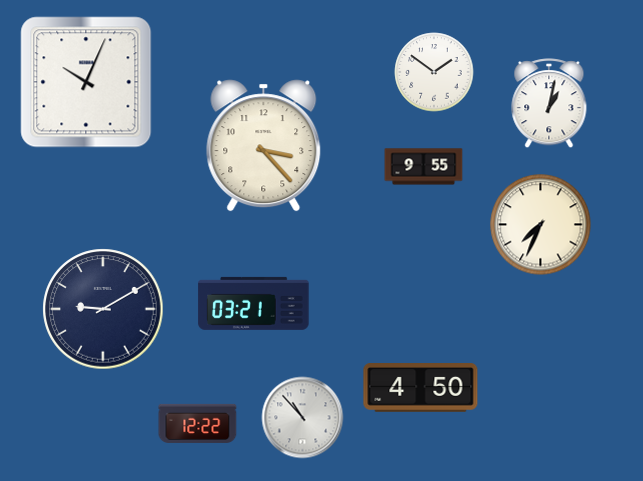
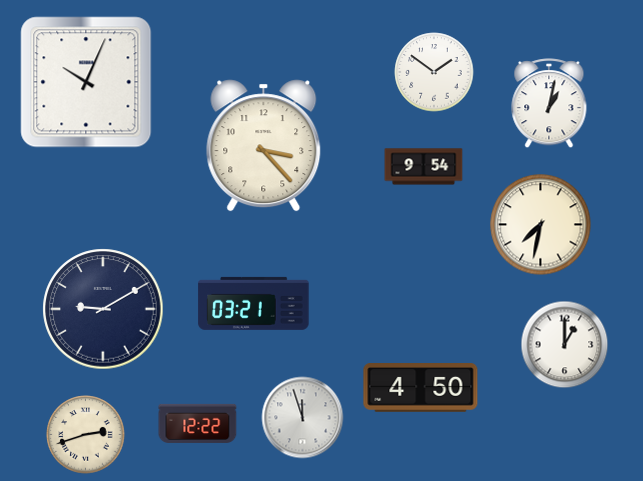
clock at (424, 167): 9:55 -> 9:54
clock at (541, 225): 7:34 -> 7:32
clock at (565, 345): none -> 1:00
clock at (303, 418): 10:53 -> 11:57
clock at (86, 435): none -> 2:42
